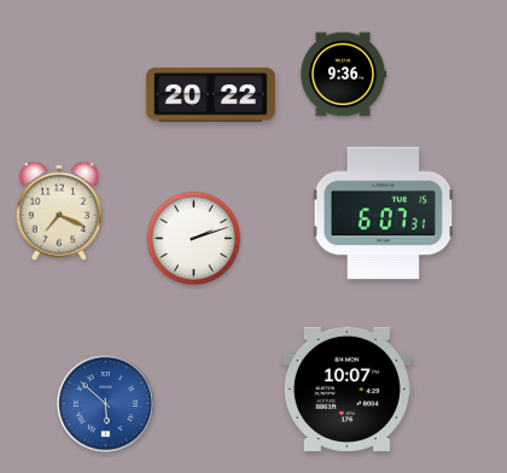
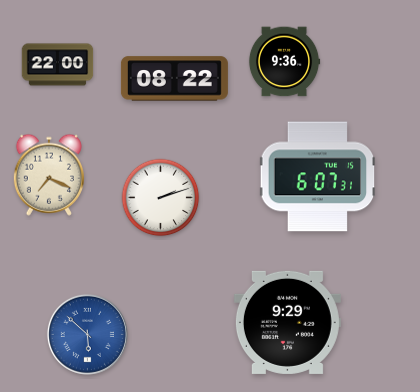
clock at (58, 65): none -> 22:00
clock at (210, 95): 20:22 -> 08:22
clock at (346, 389): 10:07 -> 9:29
